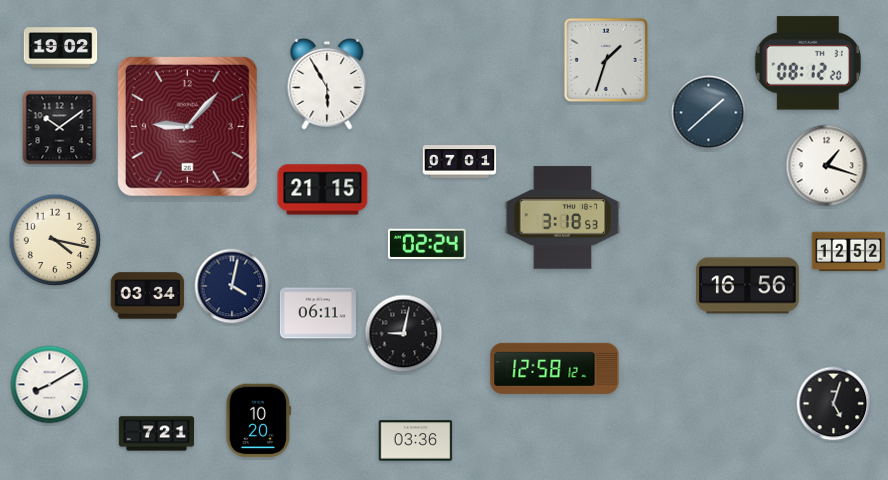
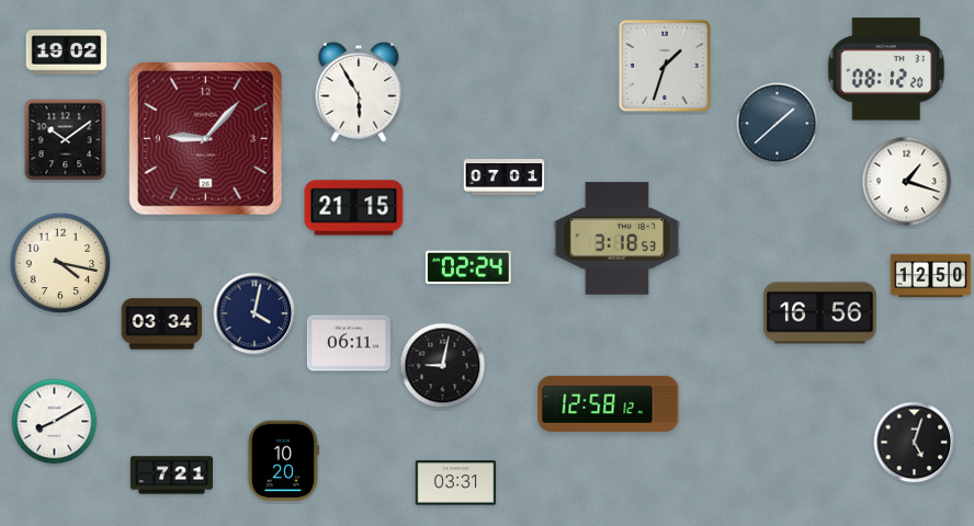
clock at (849, 252): 12:52 -> 12:50
clock at (416, 441): 03:36 -> 03:31
